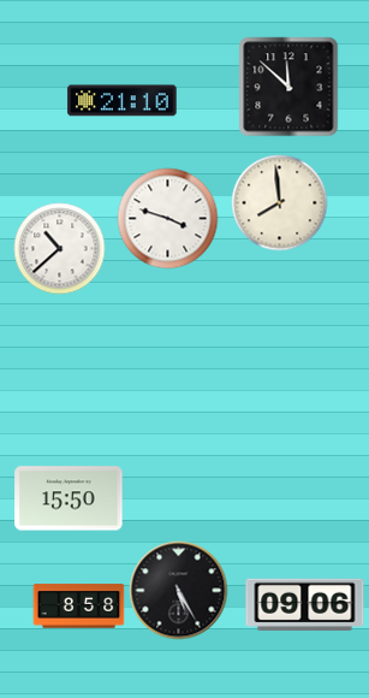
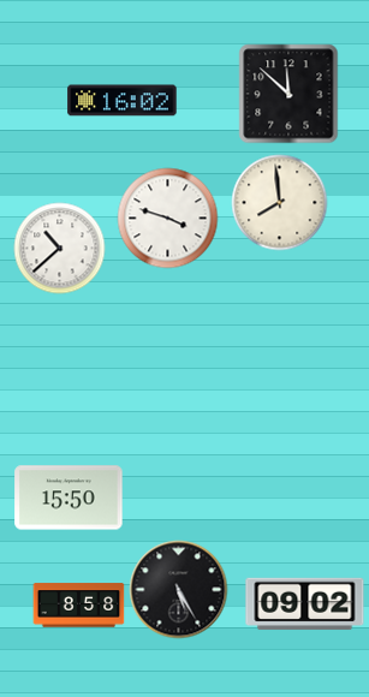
clock at (288, 87) position: (288, 87) -> (288, 94)
clock at (123, 101): 21:10 -> 16:02
clock at (305, 605): 09:06 -> 09:02
